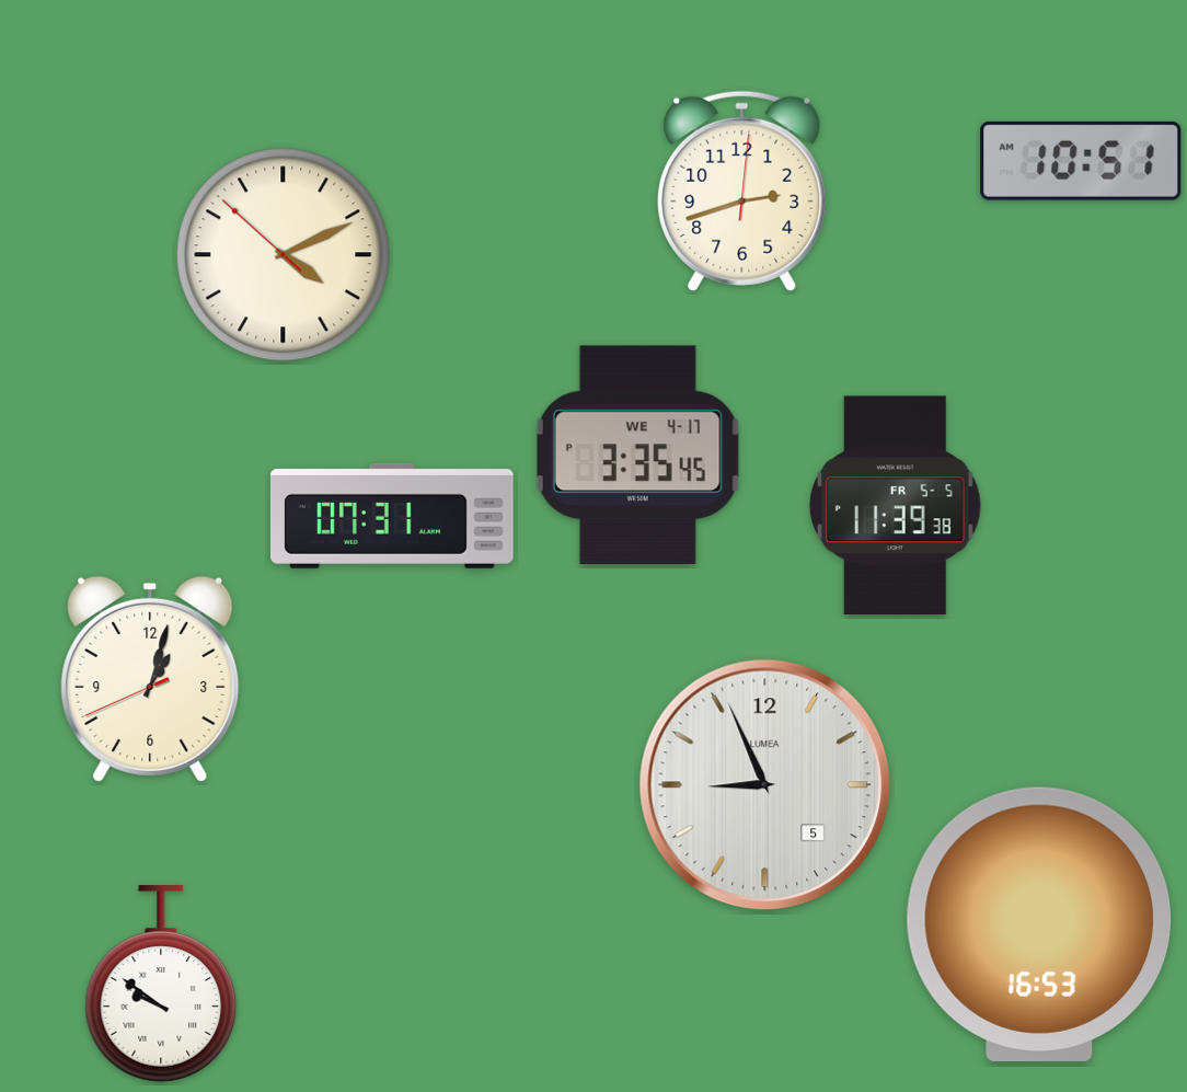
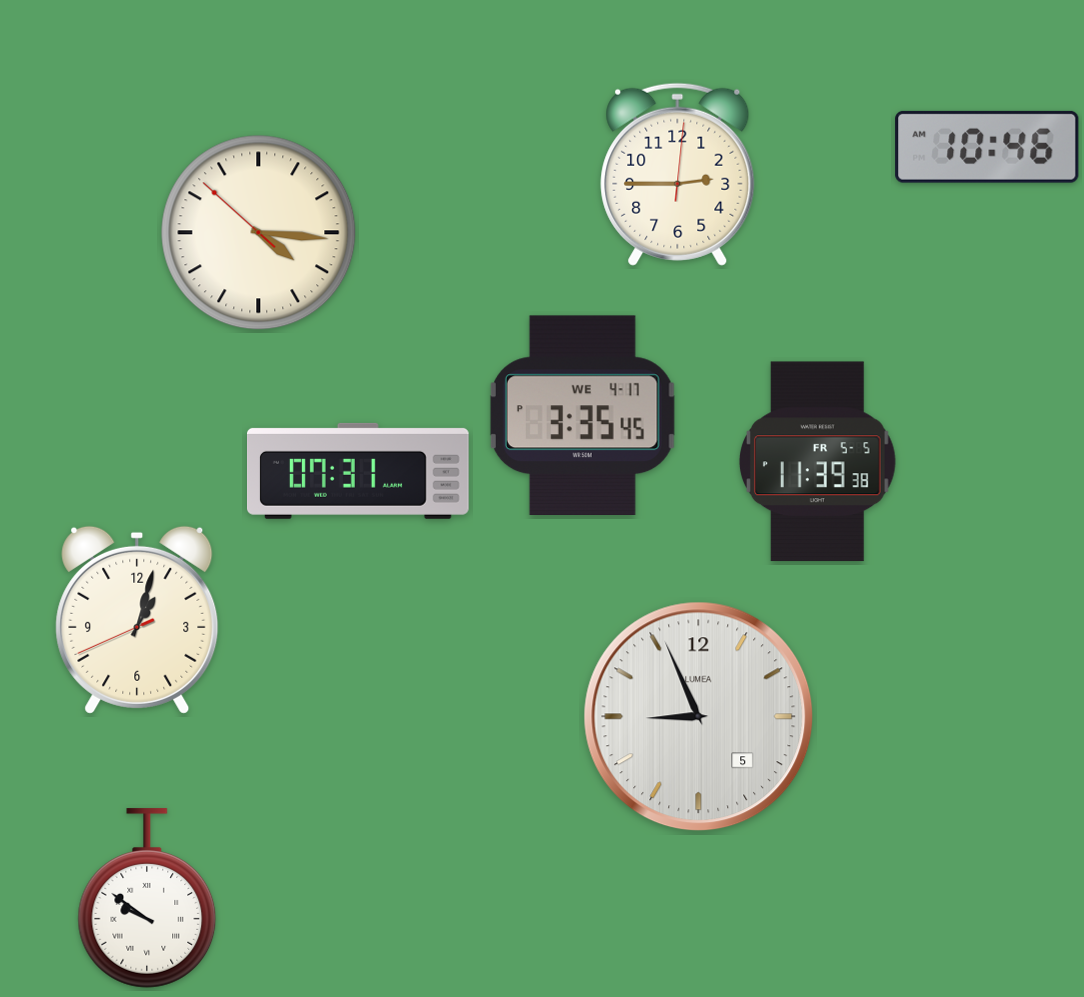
clock at (1081, 161): 10:51 -> 10:46
clock at (742, 191): 2:42 -> 2:45
clock at (284, 255): 4:10 -> 4:15
clock at (1039, 924): 16:53 -> none
